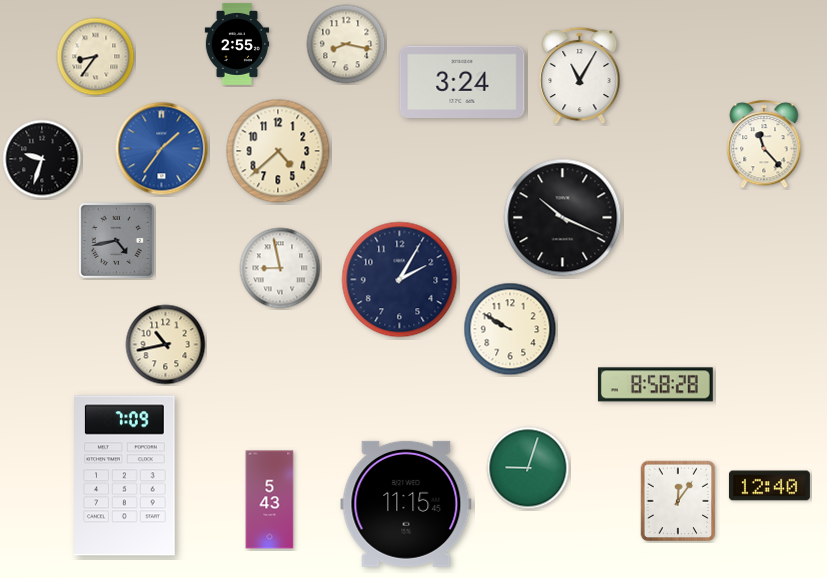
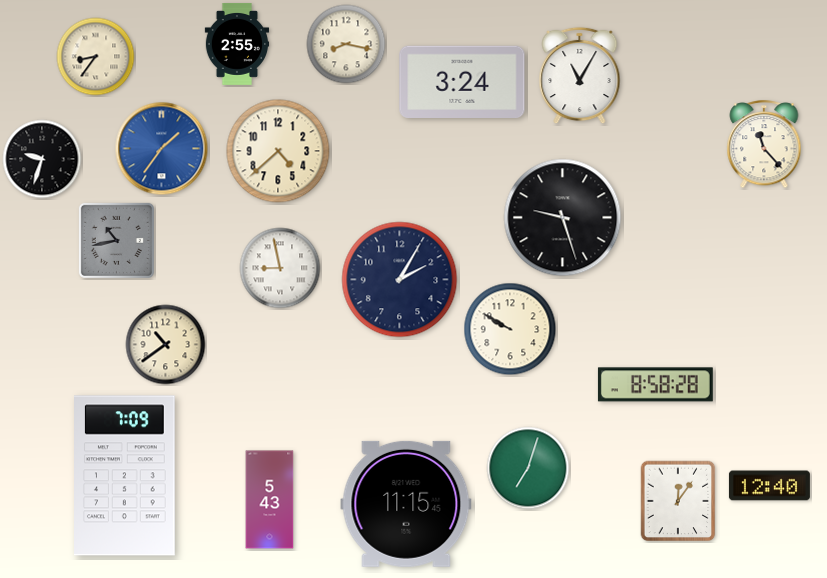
clock at (563, 218): 10:19 -> 9:27
clock at (116, 240): 4:43 -> 10:43
clock at (166, 345): 10:43 -> 10:39
clock at (528, 468): 9:03 -> 7:03
